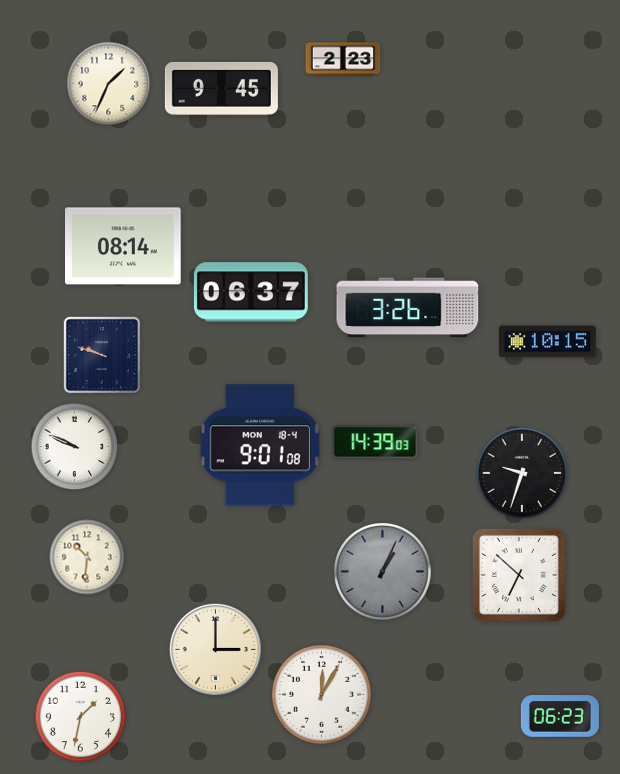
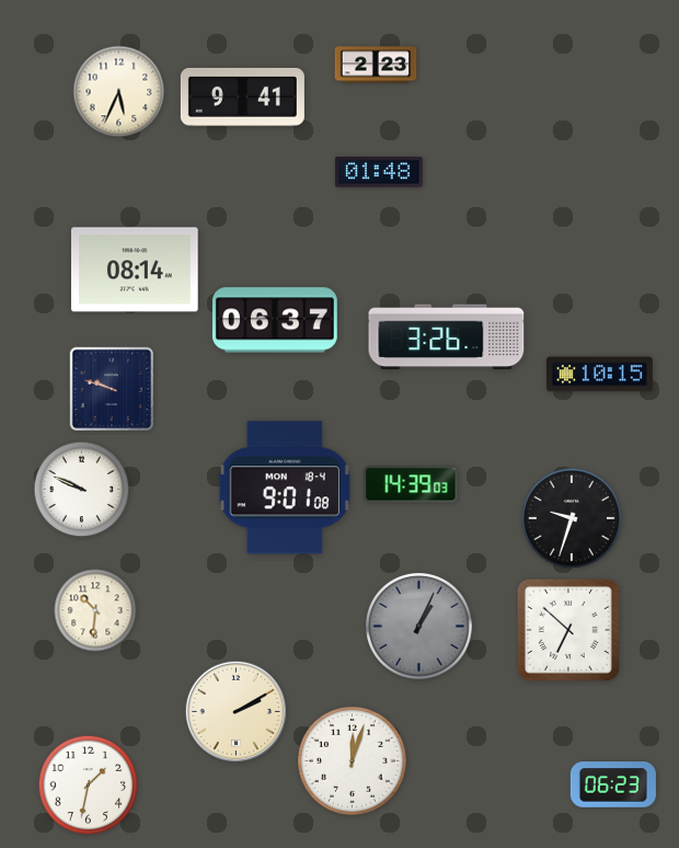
clock at (109, 84): 1:34 -> 5:34
clock at (221, 88): 9:45 -> 9:41
clock at (379, 172): none -> 01:48
clock at (215, 649): 3:00 -> 2:10
clock at (322, 695): 12:05 -> 12:03
